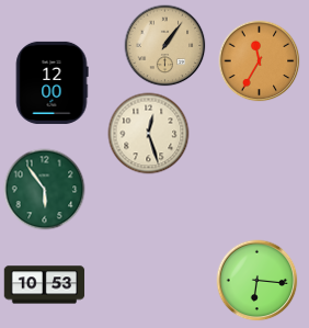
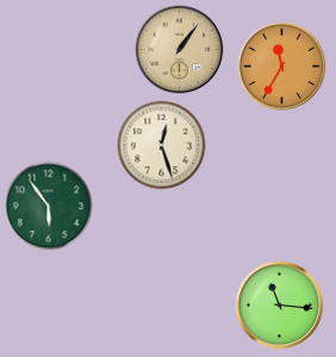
clock at (51, 82): 12:00 -> none
clock at (257, 281): 6:16 -> 11:16
clock at (45, 285): 10:53 -> none
